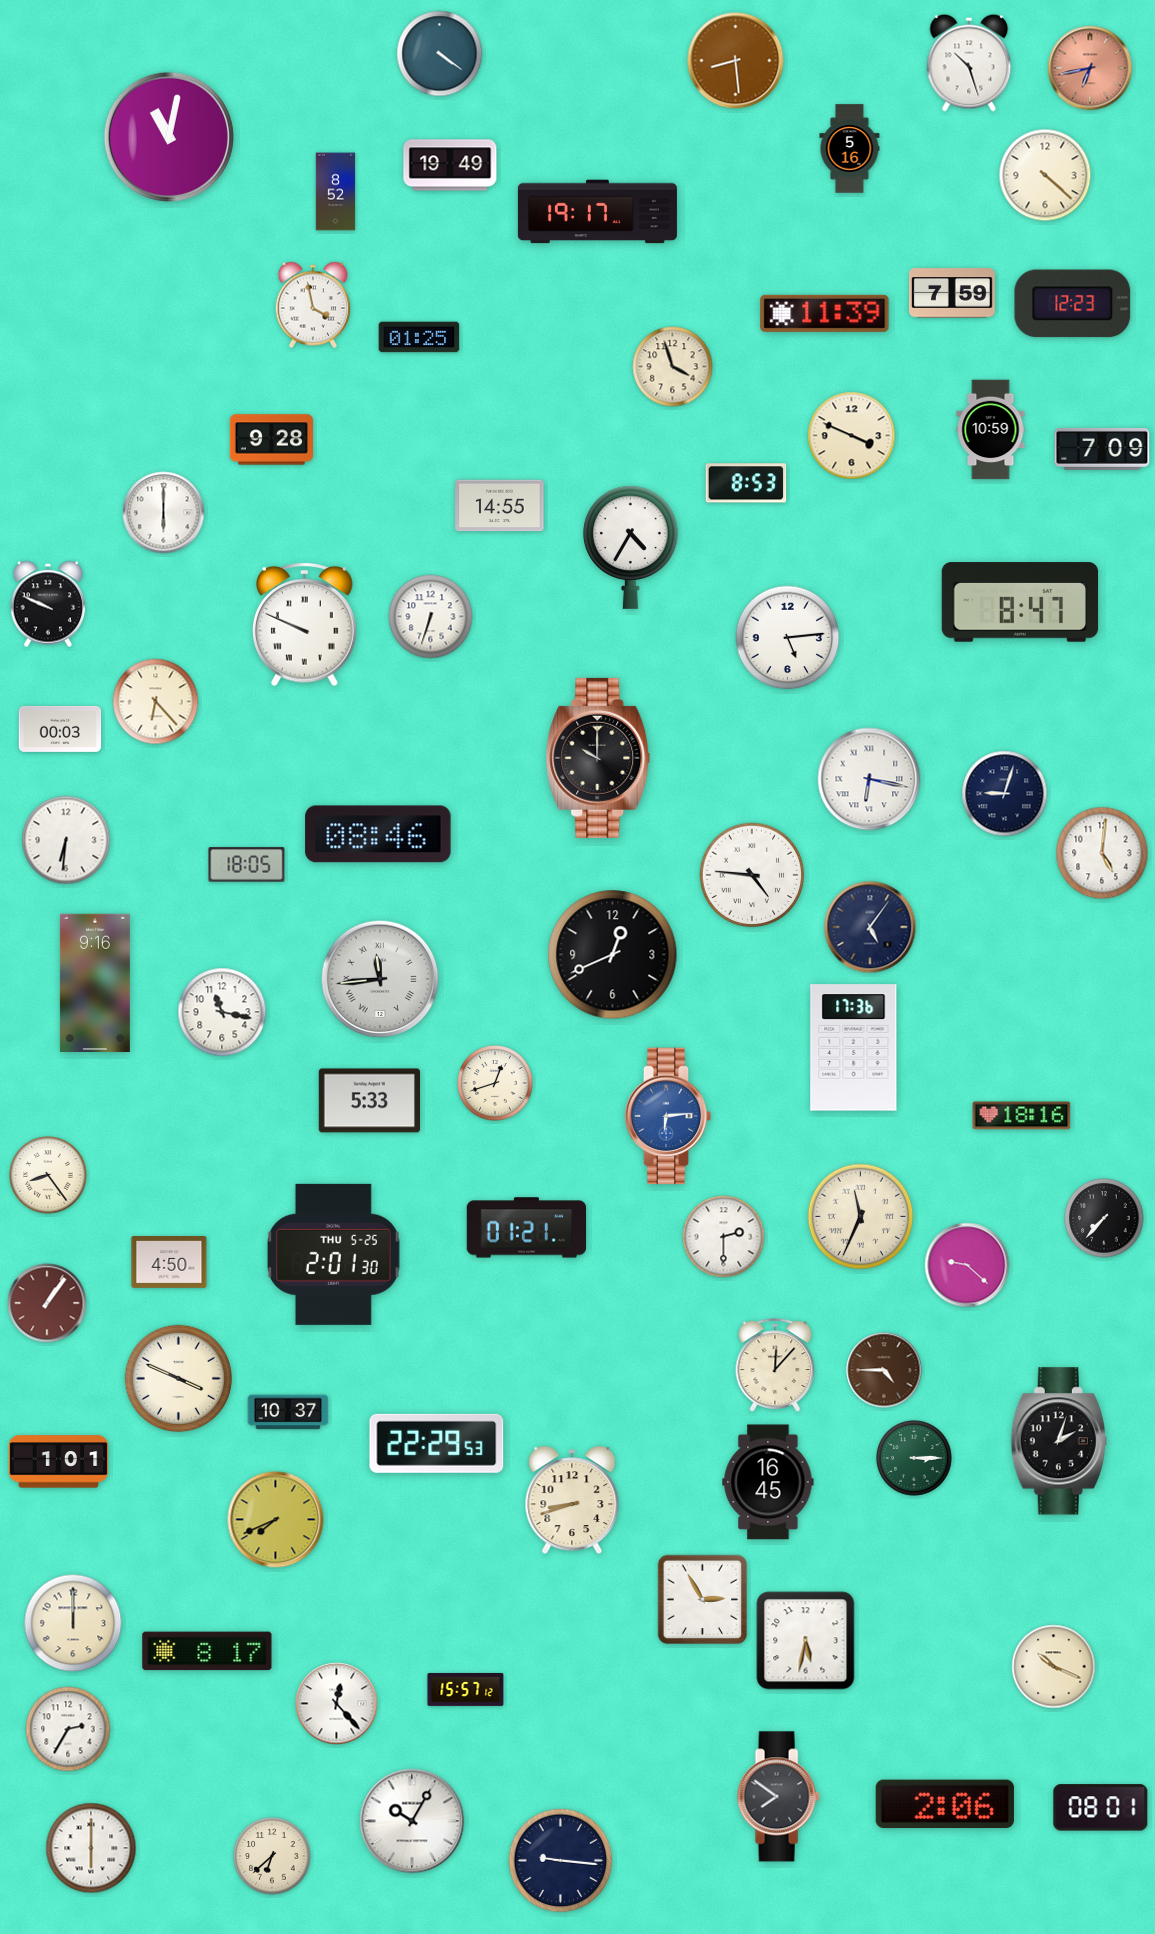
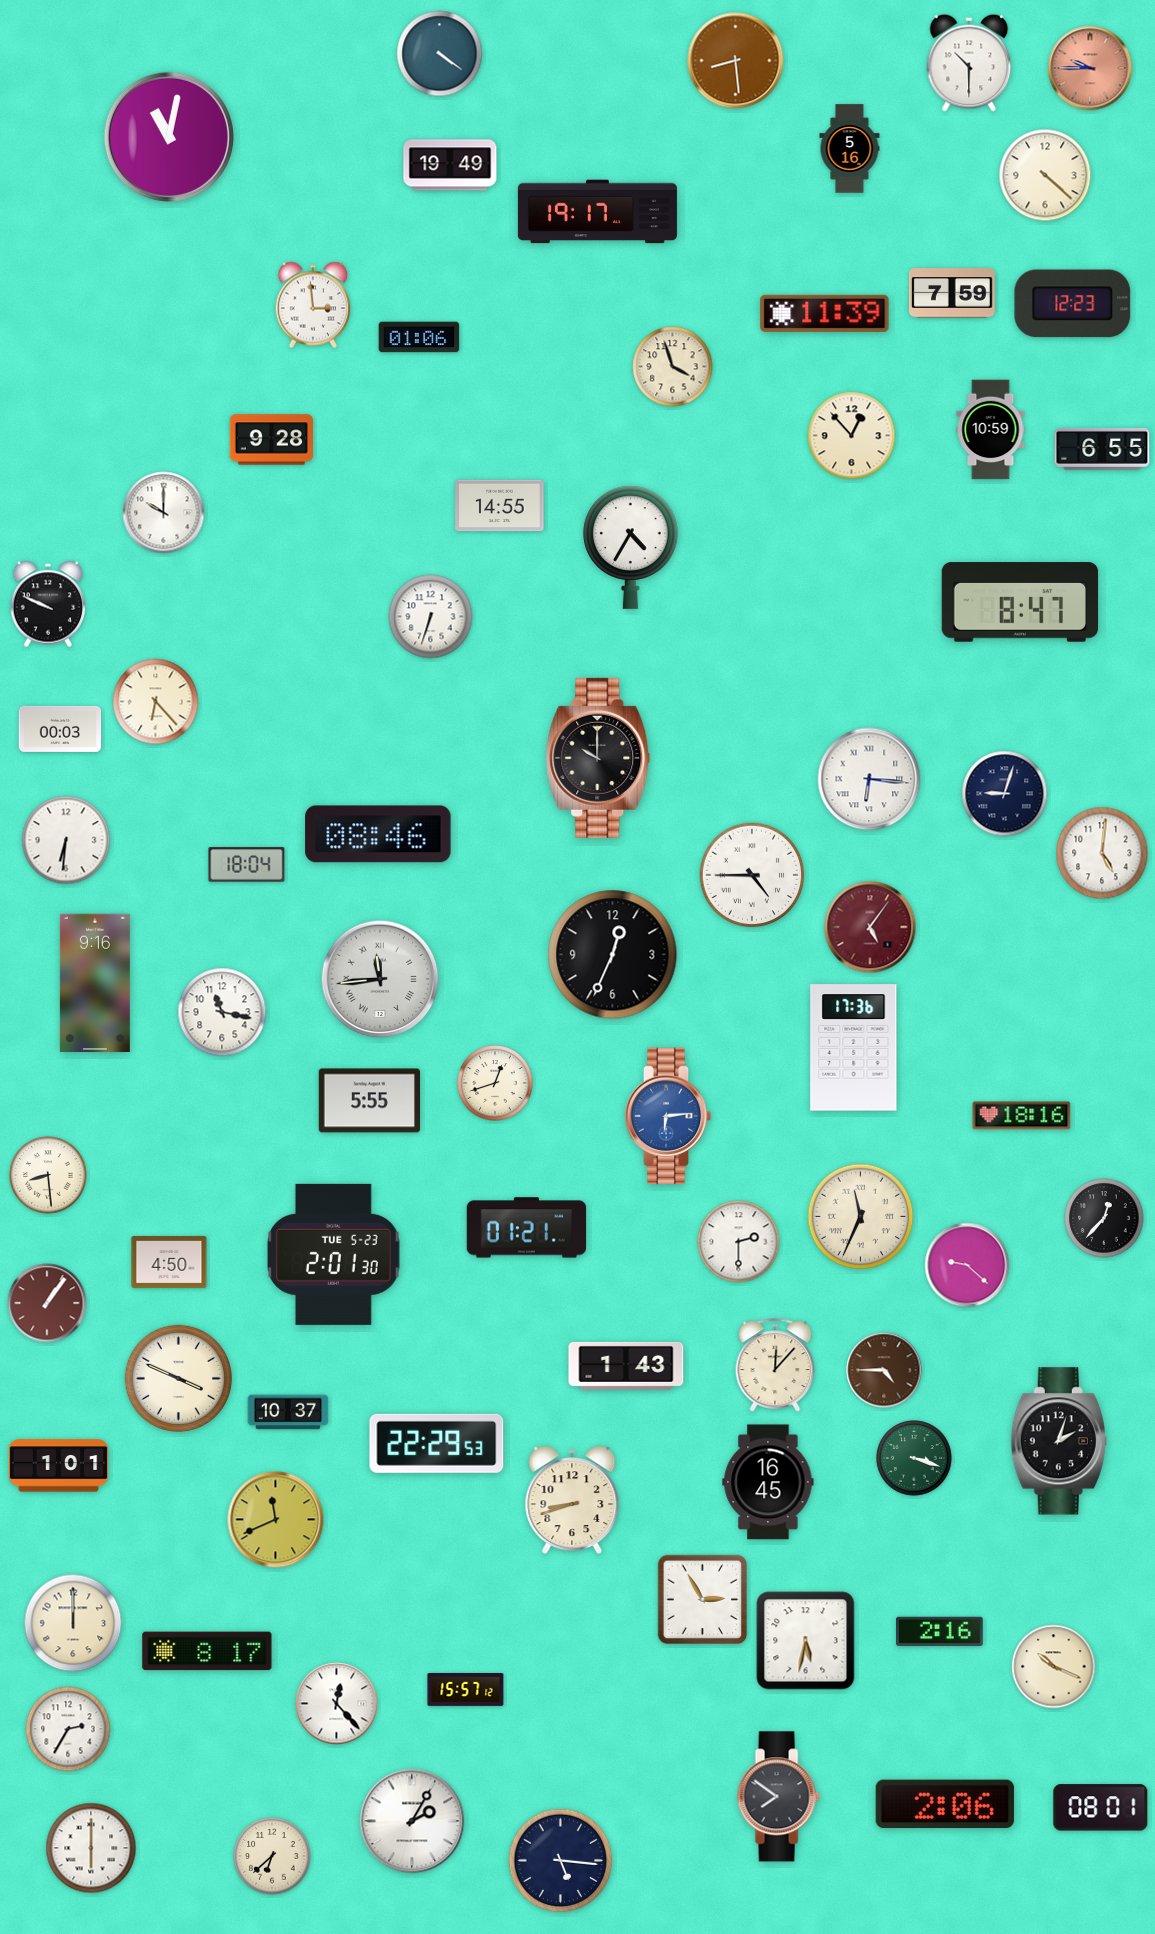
clock at (969, 63): 10:27 -> 10:30
clock at (1090, 68): 6:43 -> 9:45
clock at (336, 192): 8:52 -> none
clock at (313, 305): 3:58 -> 2:59
clock at (419, 337): 01:25 -> 01:06
clock at (852, 436): 3:49 -> 12:53
clock at (1102, 450): 7:09 -> 6:55
clock at (746, 483): 8:53 -> none
clock at (164, 513): 6:00 -> 10:00
clock at (305, 624): 9:49 -> none
clock at (788, 638): 5:14 -> none
clock at (869, 779): 6:17 -> 6:16
clock at (247, 865): 18:05 -> 18:04
clock at (752, 875): 4:46 -> 4:45
clock at (870, 927) dial: navy -> burgundy
clock at (613, 955): 12:41 -> 12:34
clock at (369, 1101): 5:33 -> 5:55
clock at (48, 1175): 8:24 -> 8:29
clock at (1104, 1218): 7:37 -> 12:37
clock at (724, 1237) position: (724, 1237) -> (739, 1242)
clock at (333, 1254) date: THU 5-25 -> TUE 5-23
clock at (626, 1366): none -> 1:43
clock at (914, 1458): 3:15 -> 3:18
clock at (59, 1462) position: (59, 1462) -> (59, 1466)
clock at (276, 1520): 7:41 -> 11:41
clock at (940, 1631): none -> 2:16
clock at (412, 1821): 10:05 -> 2:05
clock at (561, 1861): 9:16 -> 5:16
